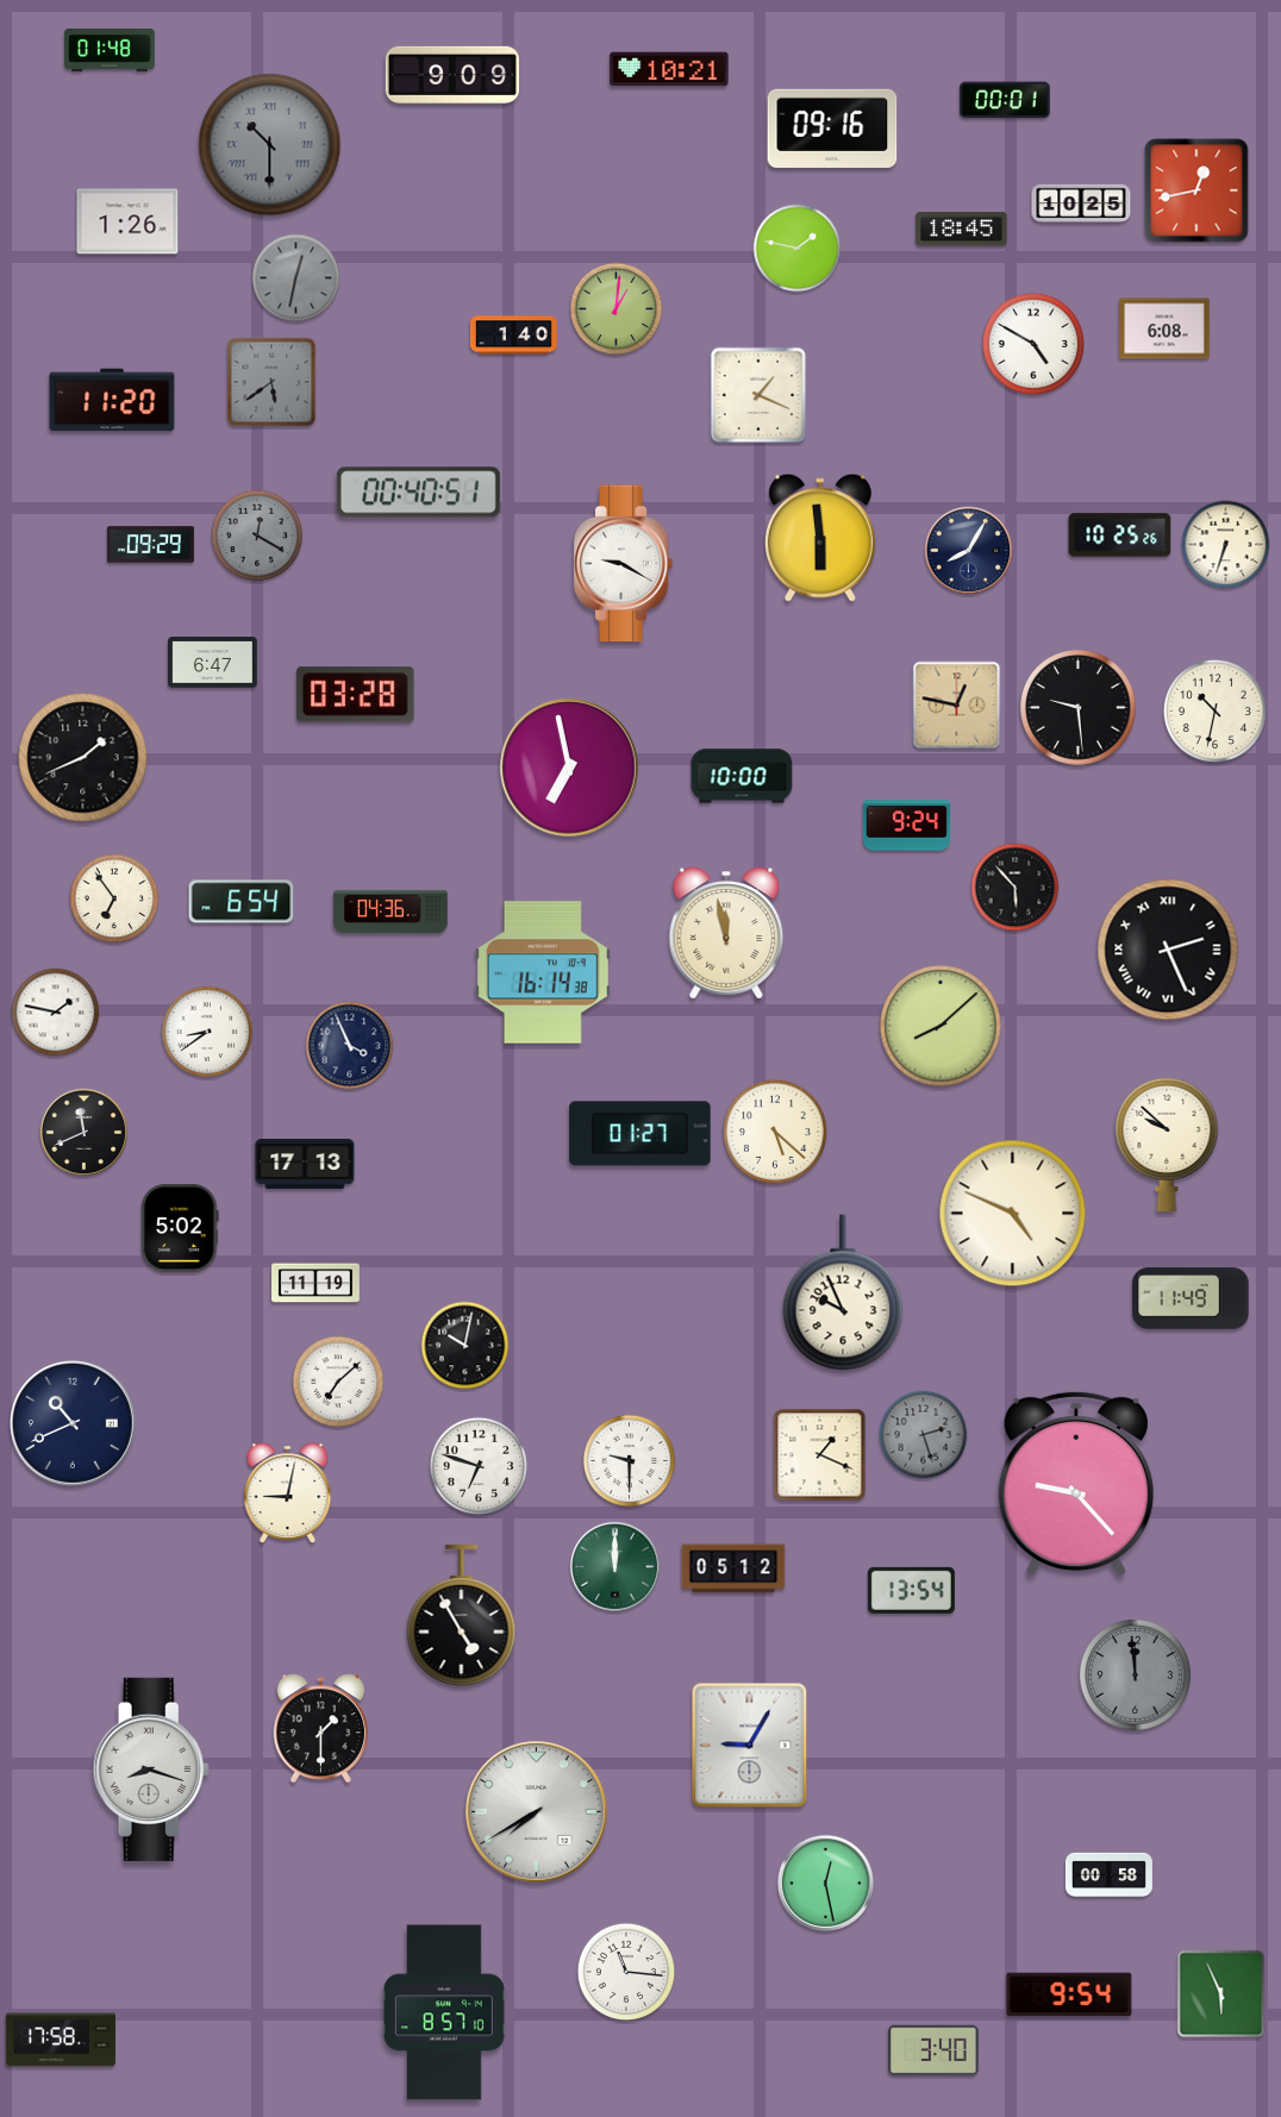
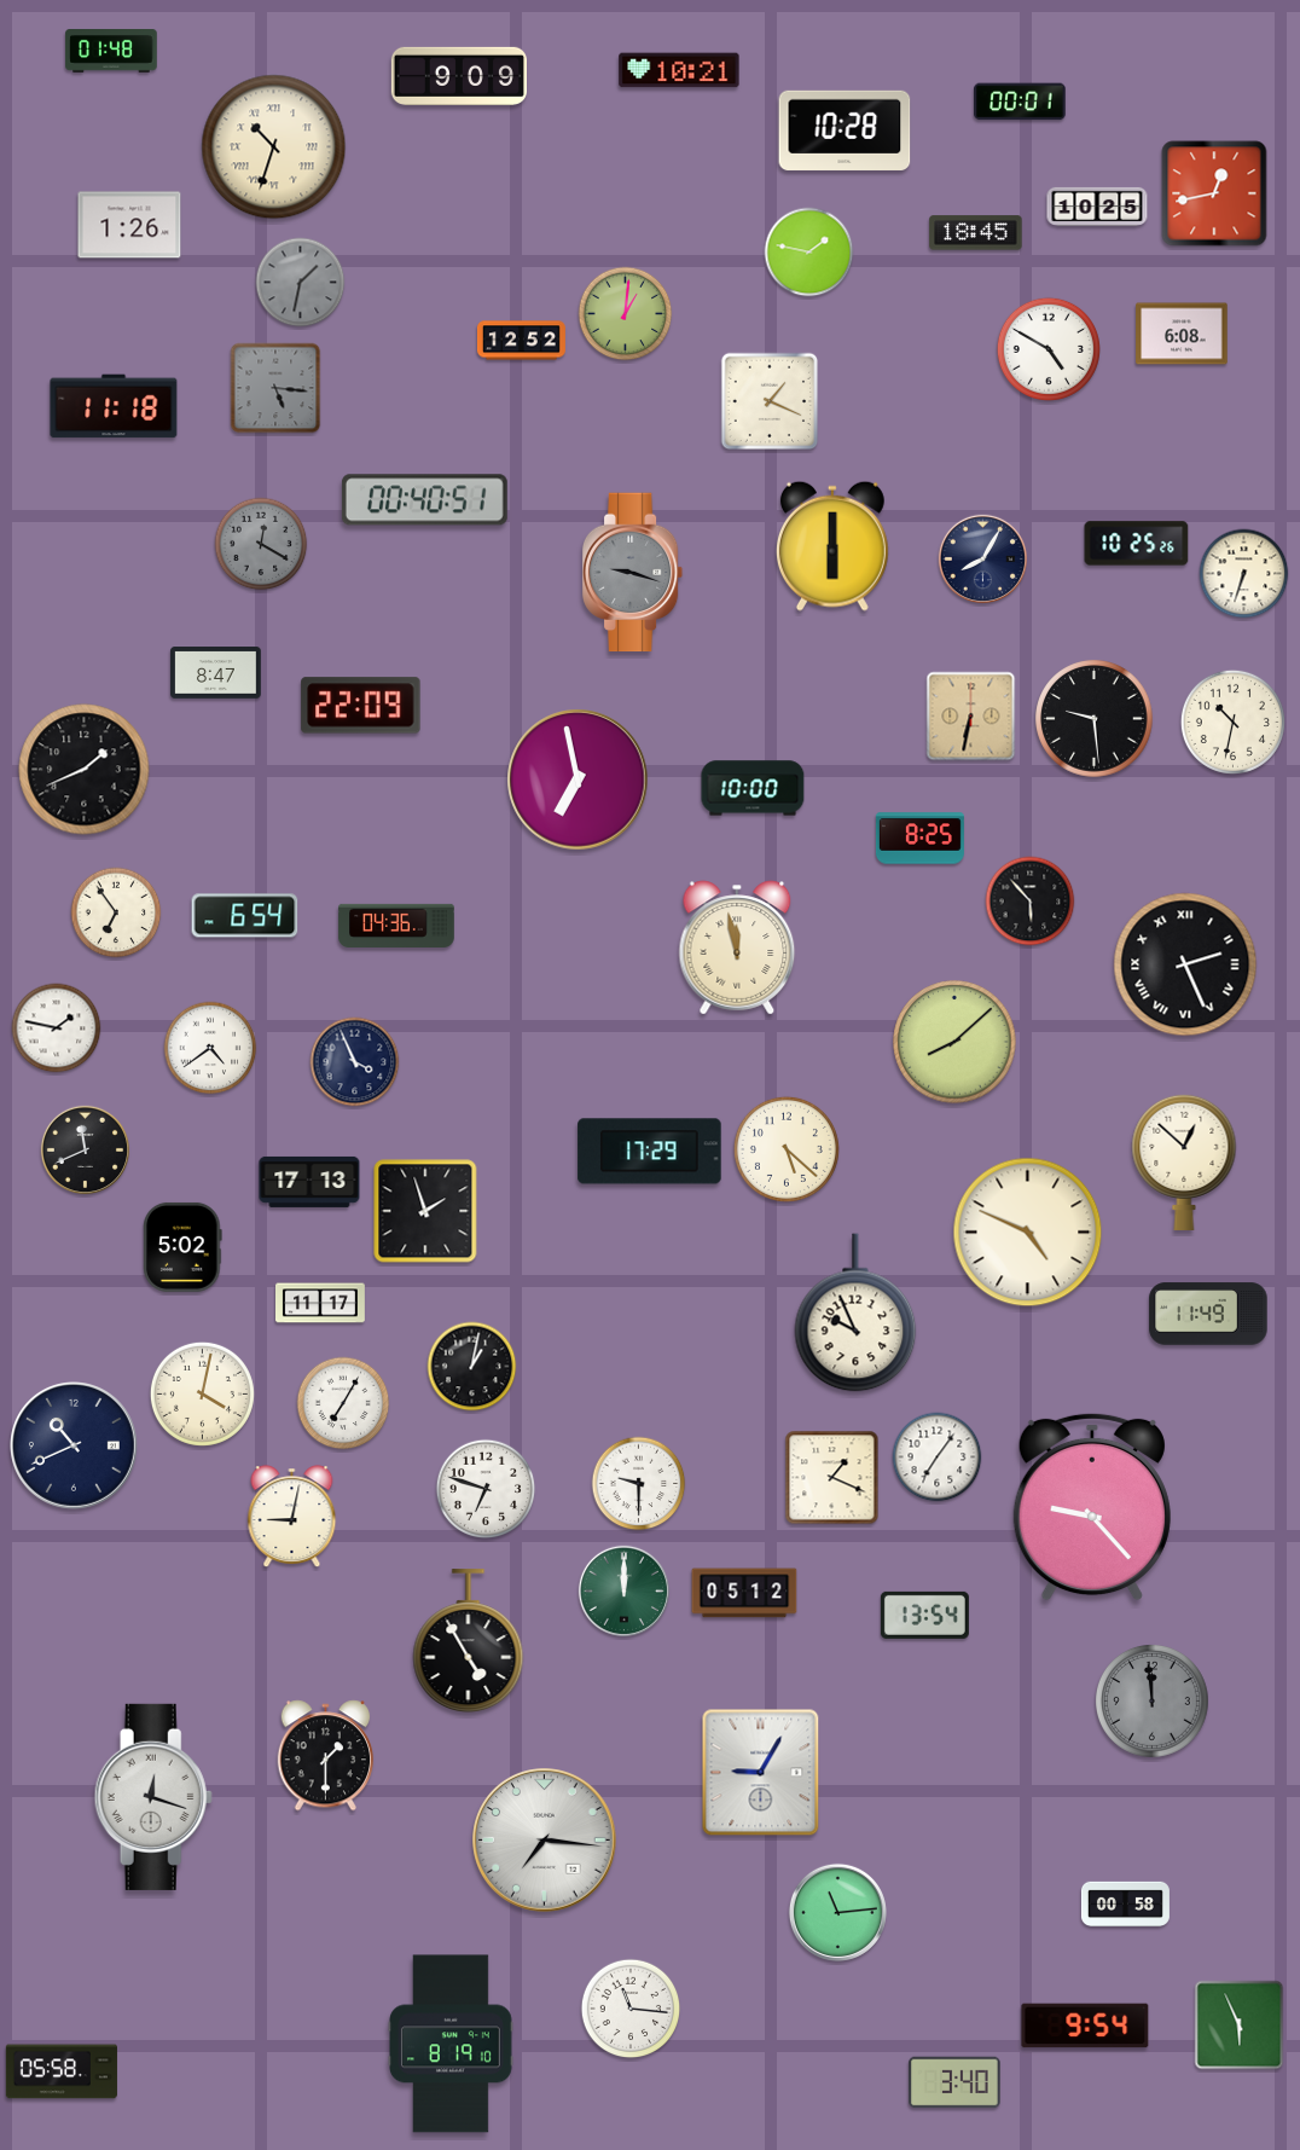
clock at (832, 129): 09:16 -> 10:28
clock at (270, 145): 10:30 -> 10:33
clock at (270, 145) dial: grey -> cream
clock at (296, 278): 12:32 -> 1:32
clock at (513, 336): 1:40 -> 12:52
clock at (271, 382): 5:39 -> 5:16
clock at (112, 400): 11:20 -> 11:18
clock at (820, 538): 5:59 -> 6:00
clock at (150, 545): 09:29 -> none
clock at (1226, 545) position: (1226, 545) -> (1244, 574)
clock at (624, 564): 9:20 -> 9:18
clock at (624, 564) dial: white -> grey
clock at (213, 663): 6:47 -> 8:47
clock at (356, 695): 03:28 -> 22:09
clock at (957, 706): 12:47 -> 6:32
clock at (906, 826): 9:24 -> 8:25
clock at (543, 972): 16:14 -> none
clock at (207, 1032): 8:39 -> 4:39
clock at (640, 1134): 01:27 -> 17:29
clock at (1167, 1144): 9:52 -> 12:52
clock at (425, 1211): none -> 1:57
clock at (317, 1283): 11:19 -> 11:17
clock at (1191, 1298) position: (1191, 1298) -> (1208, 1314)
clock at (465, 1346): 10:02 -> 1:02
clock at (202, 1393): none -> 4:02
clock at (338, 1382): 7:08 -> 7:05
clock at (924, 1435): 2:27 -> 7:06
clock at (924, 1435) dial: grey -> white
clock at (151, 1770): 8:18 -> 12:18
clock at (537, 1812): 7:40 -> 7:16
clock at (825, 1883): 12:28 -> 11:14
clock at (626, 1972) position: (626, 1972) -> (631, 2009)
clock at (445, 2012): 8:57 -> 8:19
clock at (61, 2040): 17:58 -> 05:58
clock at (933, 2050) position: (933, 2050) -> (954, 2082)
